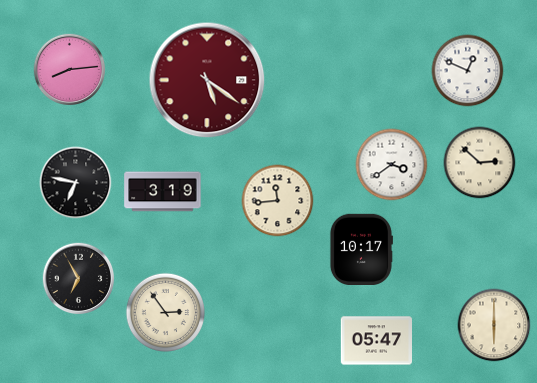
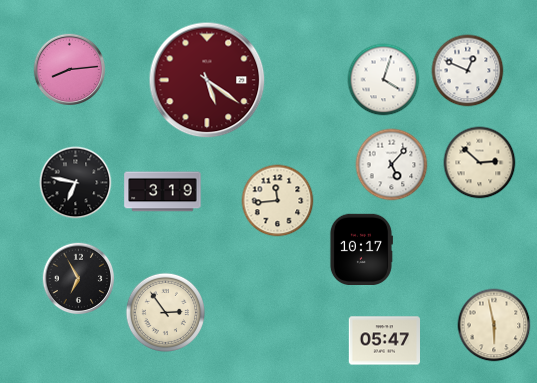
clock at (384, 80): none -> 4:03
clock at (392, 165): 3:39 -> 5:07
clock at (494, 325): 6:00 -> 5:58
clock at (376, 341) position: (376, 341) -> (384, 341)
